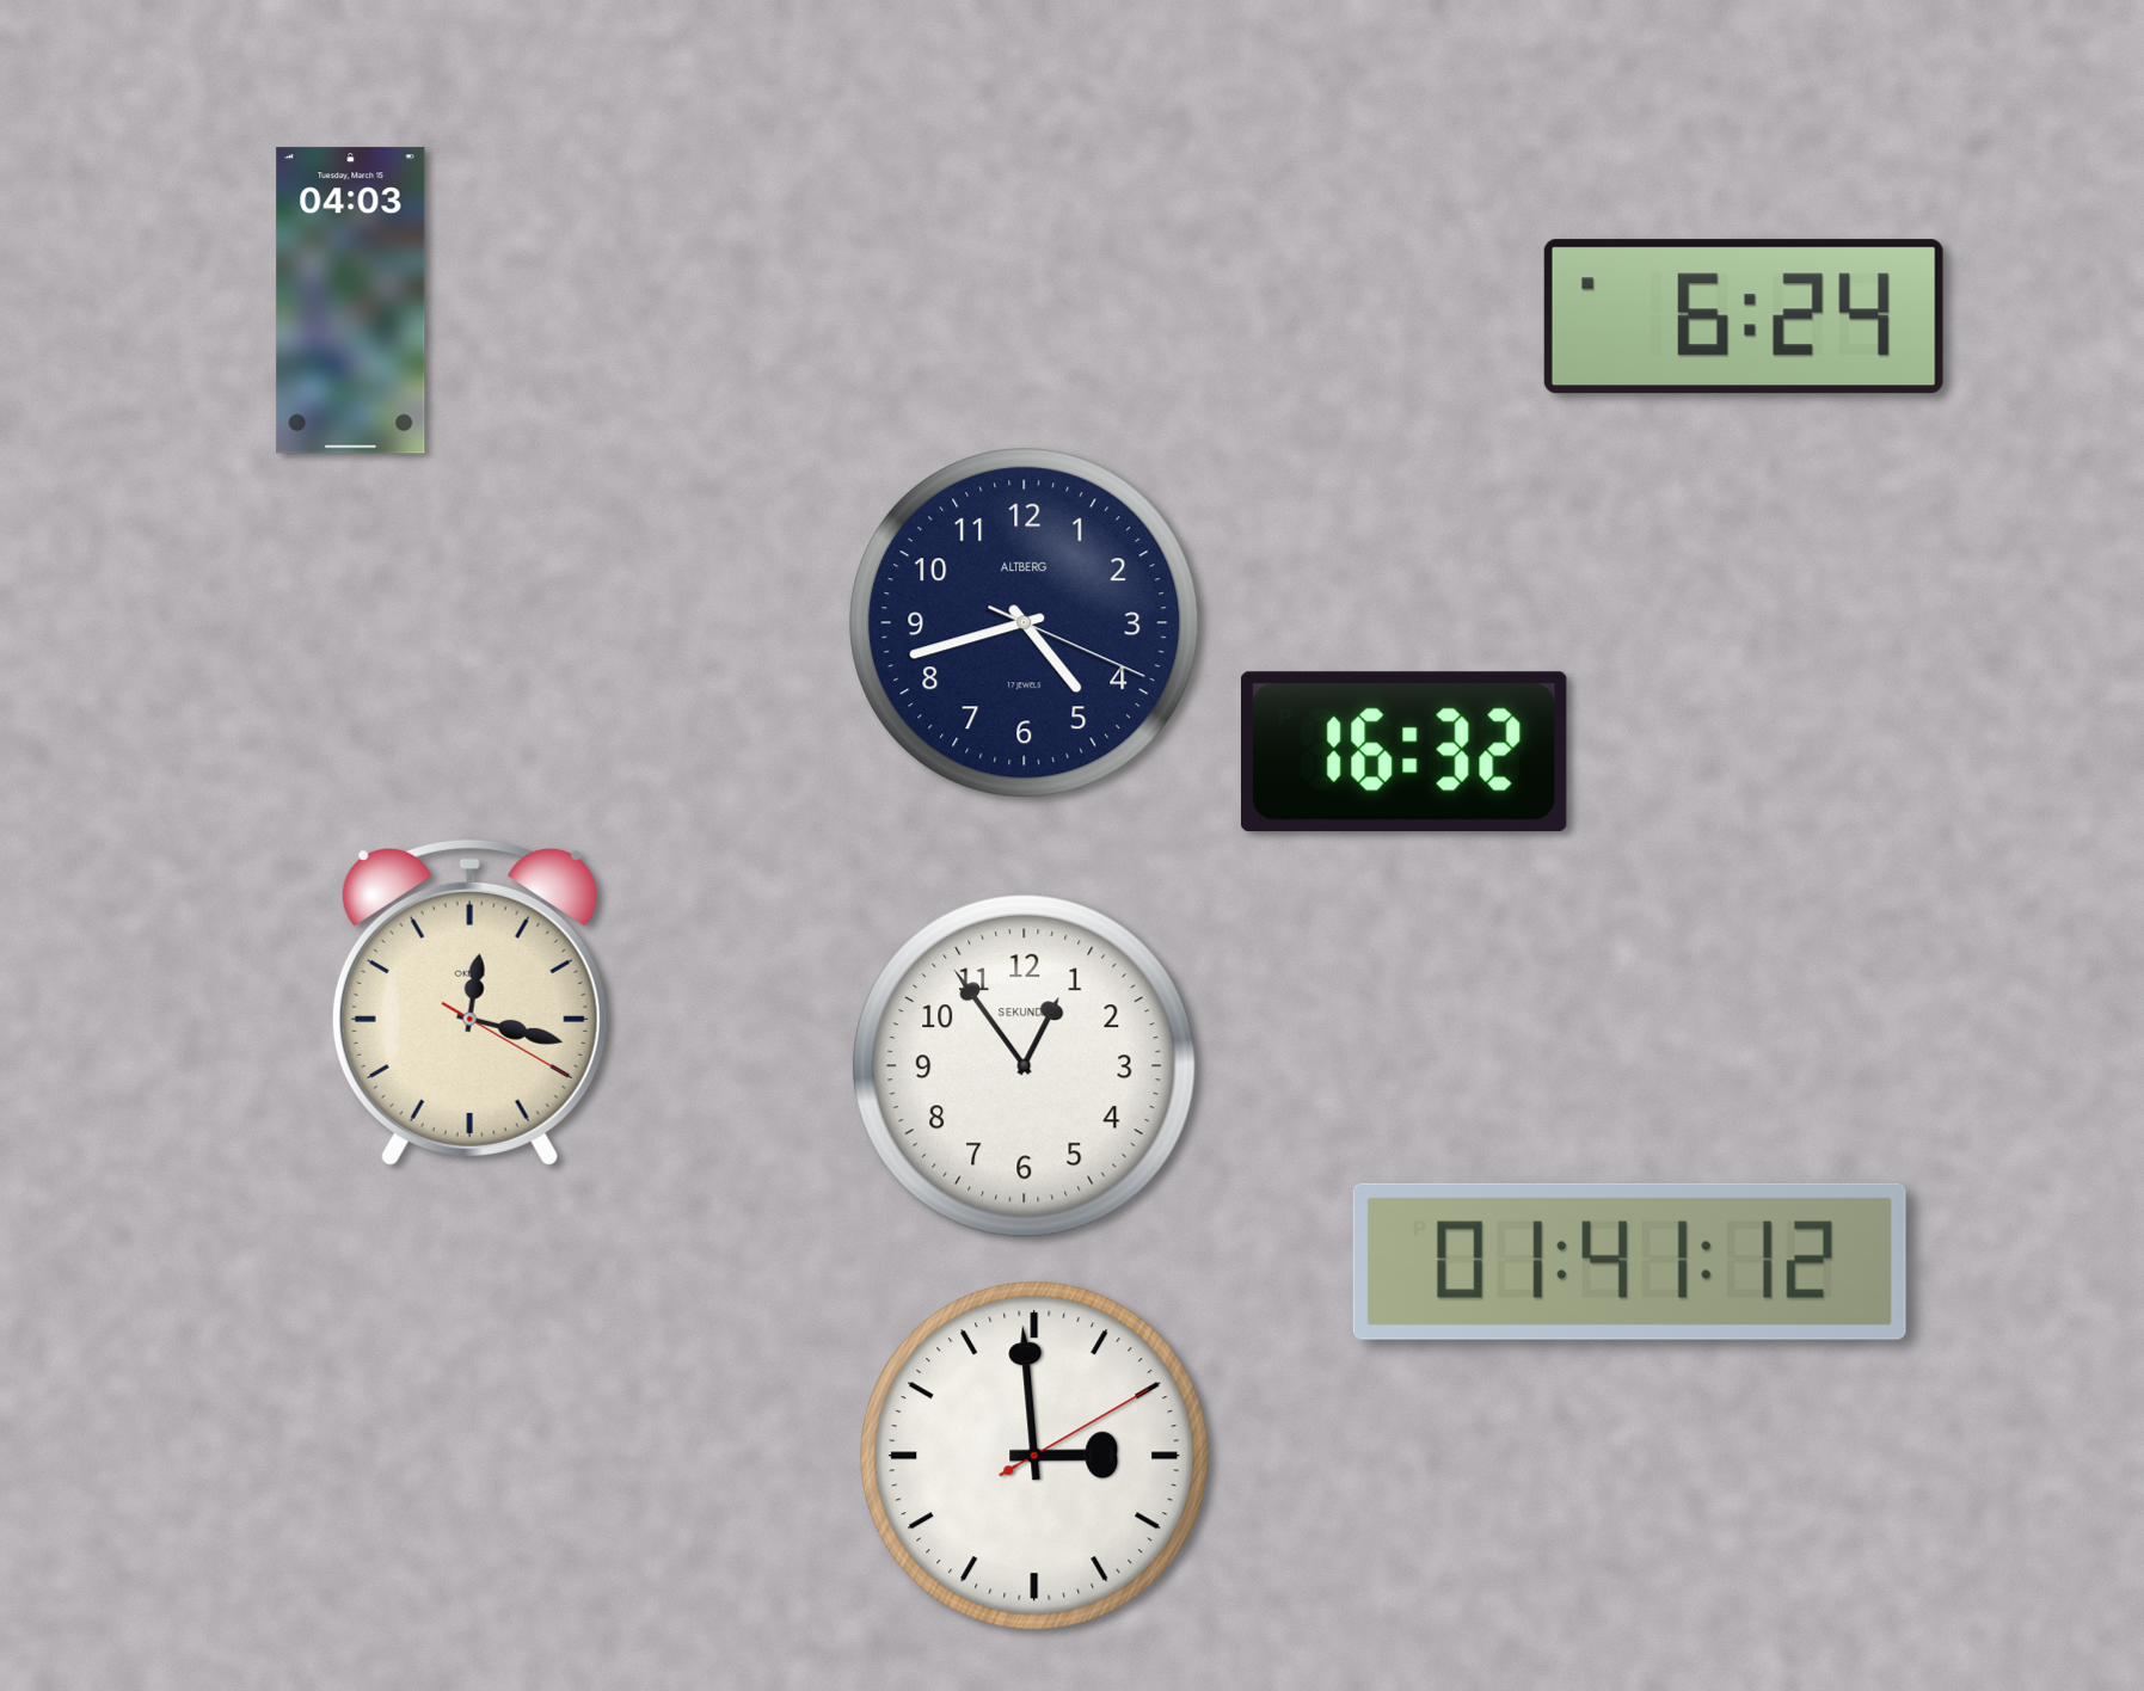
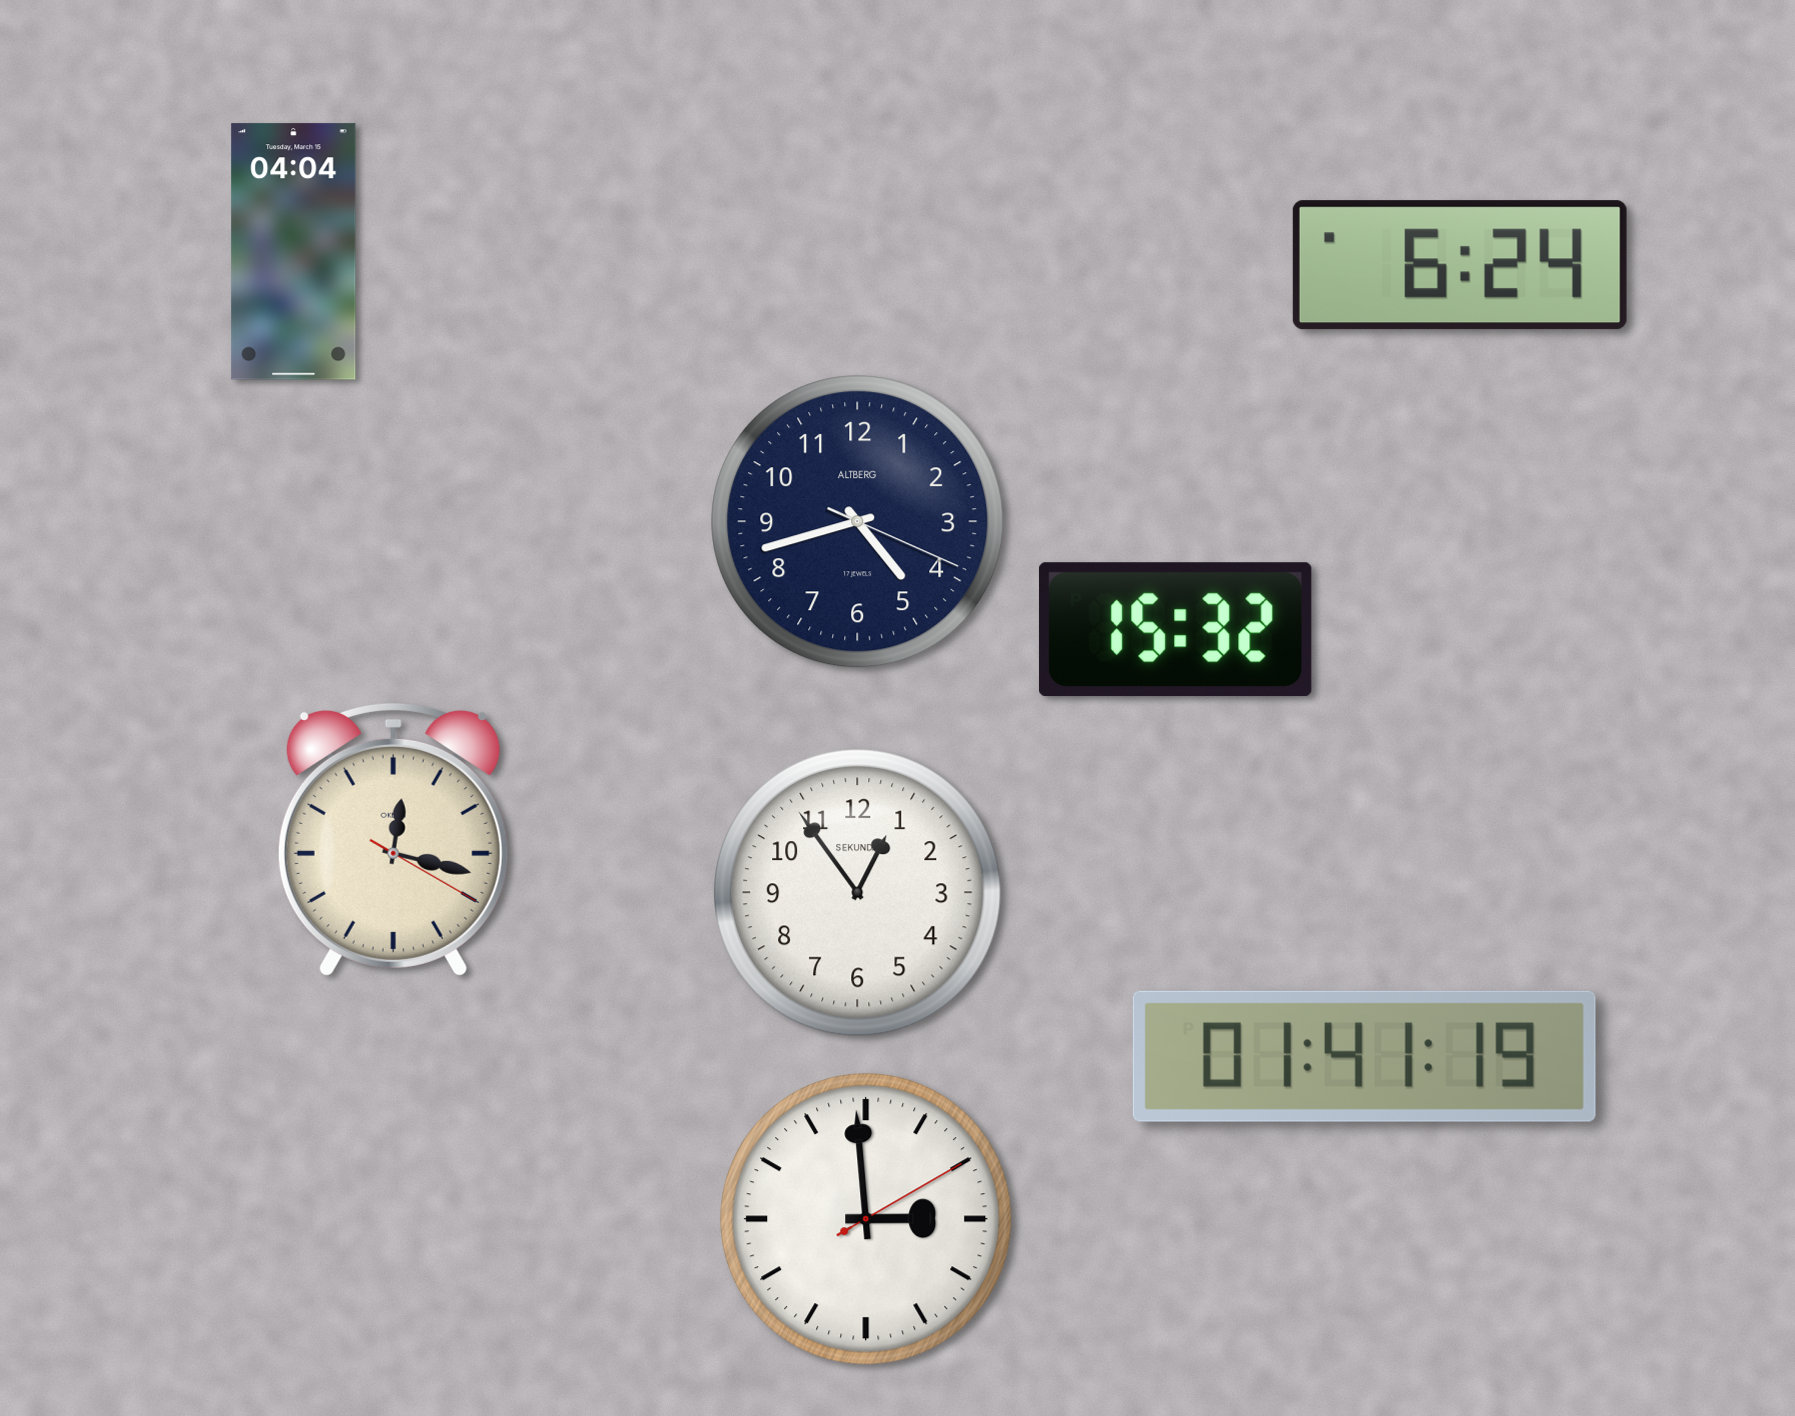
clock at (351, 301): 04:03 -> 04:04
clock at (1403, 752): 16:32 -> 15:32
clock at (1629, 1261): 01:41:12 -> 01:41:19
